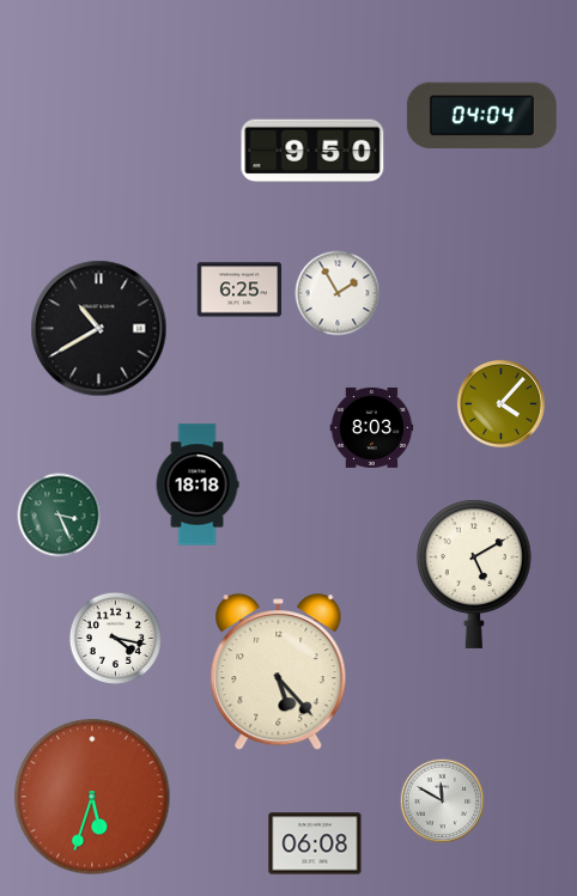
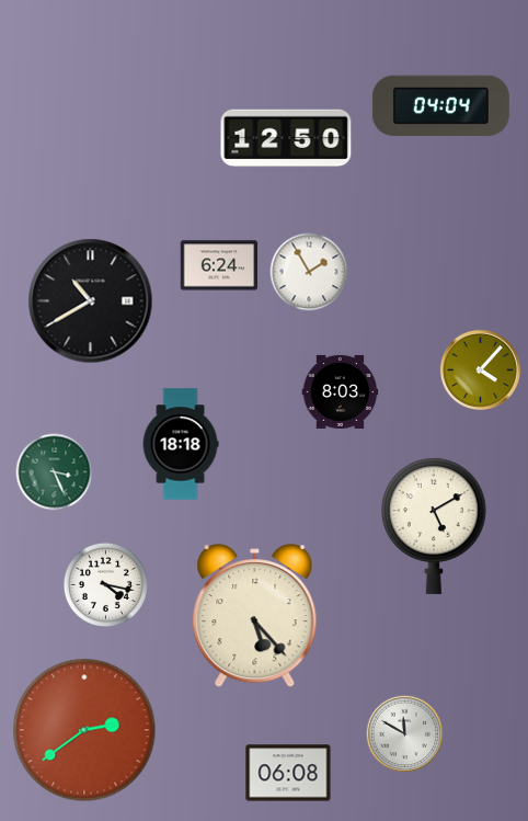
clock at (312, 151): 9:50 -> 12:50
clock at (239, 289): 6:25 -> 6:24
clock at (338, 293) position: (338, 293) -> (309, 272)
clock at (500, 403) position: (500, 403) -> (480, 369)
clock at (92, 797): 5:33 -> 2:39
